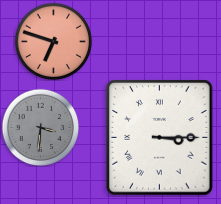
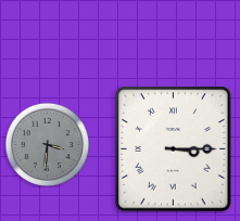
clock at (53, 41): 6:48 -> none
clock at (40, 127) position: (40, 127) -> (47, 144)
